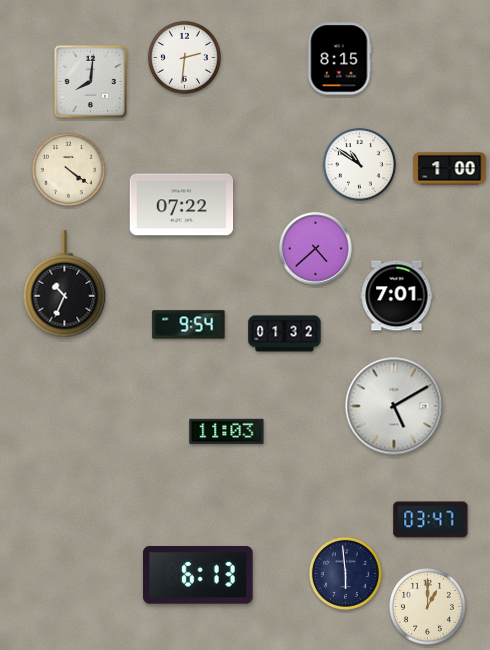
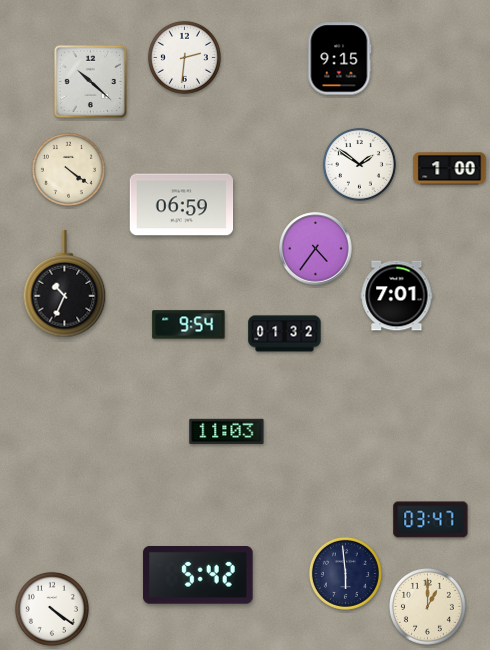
clock at (339, 59): 8:15 -> 9:15
clock at (90, 81): 8:01 -> 10:22
clock at (359, 164): 10:51 -> 1:51
clock at (182, 205): 07:22 -> 06:59
clock at (316, 249): 4:38 -> 4:36
clock at (394, 406): 5:10 -> none
clock at (198, 576): 6:13 -> 5:42
clock at (52, 609): none -> 4:21
